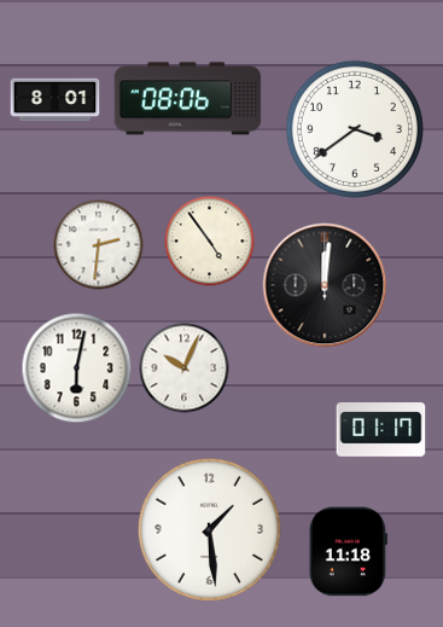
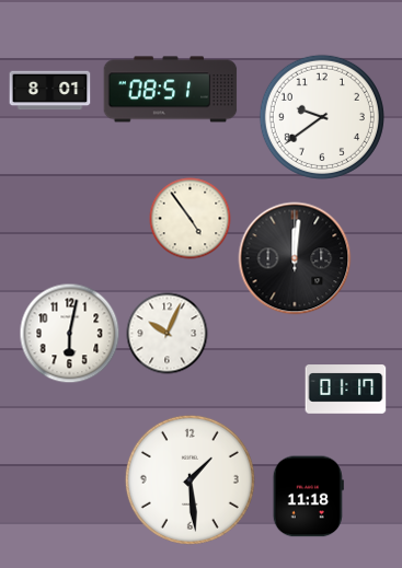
clock at (188, 99): 08:06 -> 08:51
clock at (355, 129): 3:39 -> 9:39
clock at (99, 245): 2:31 -> none
clock at (348, 552) position: (348, 552) -> (308, 497)
